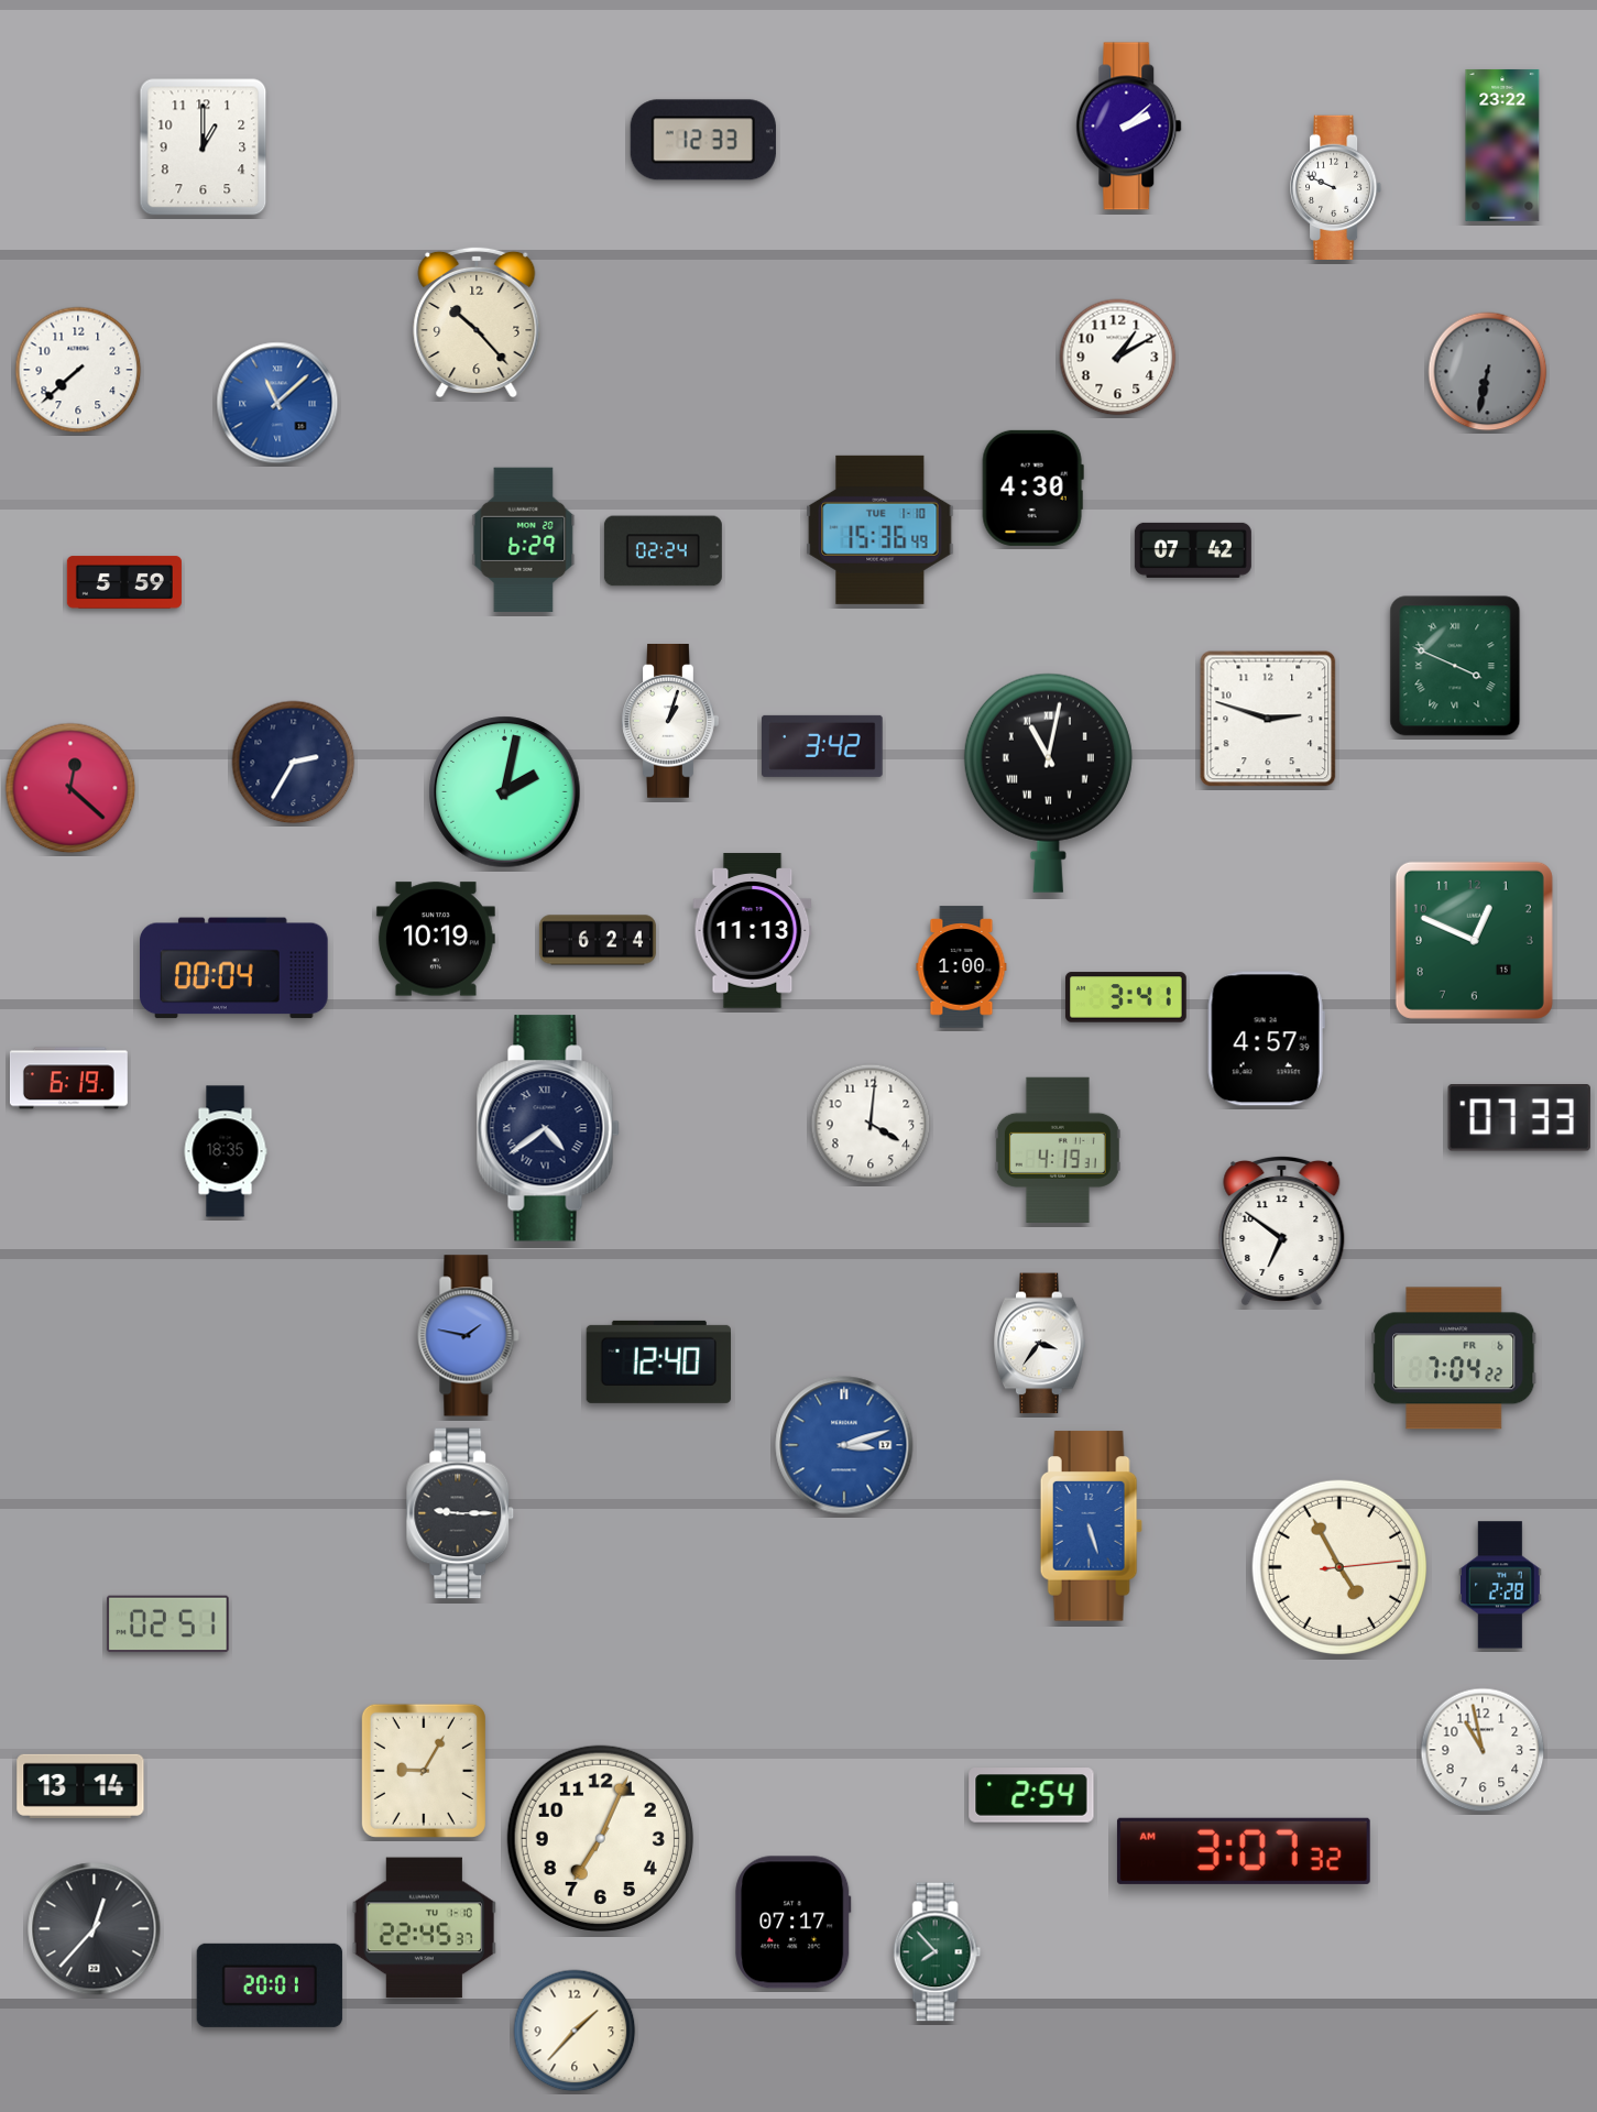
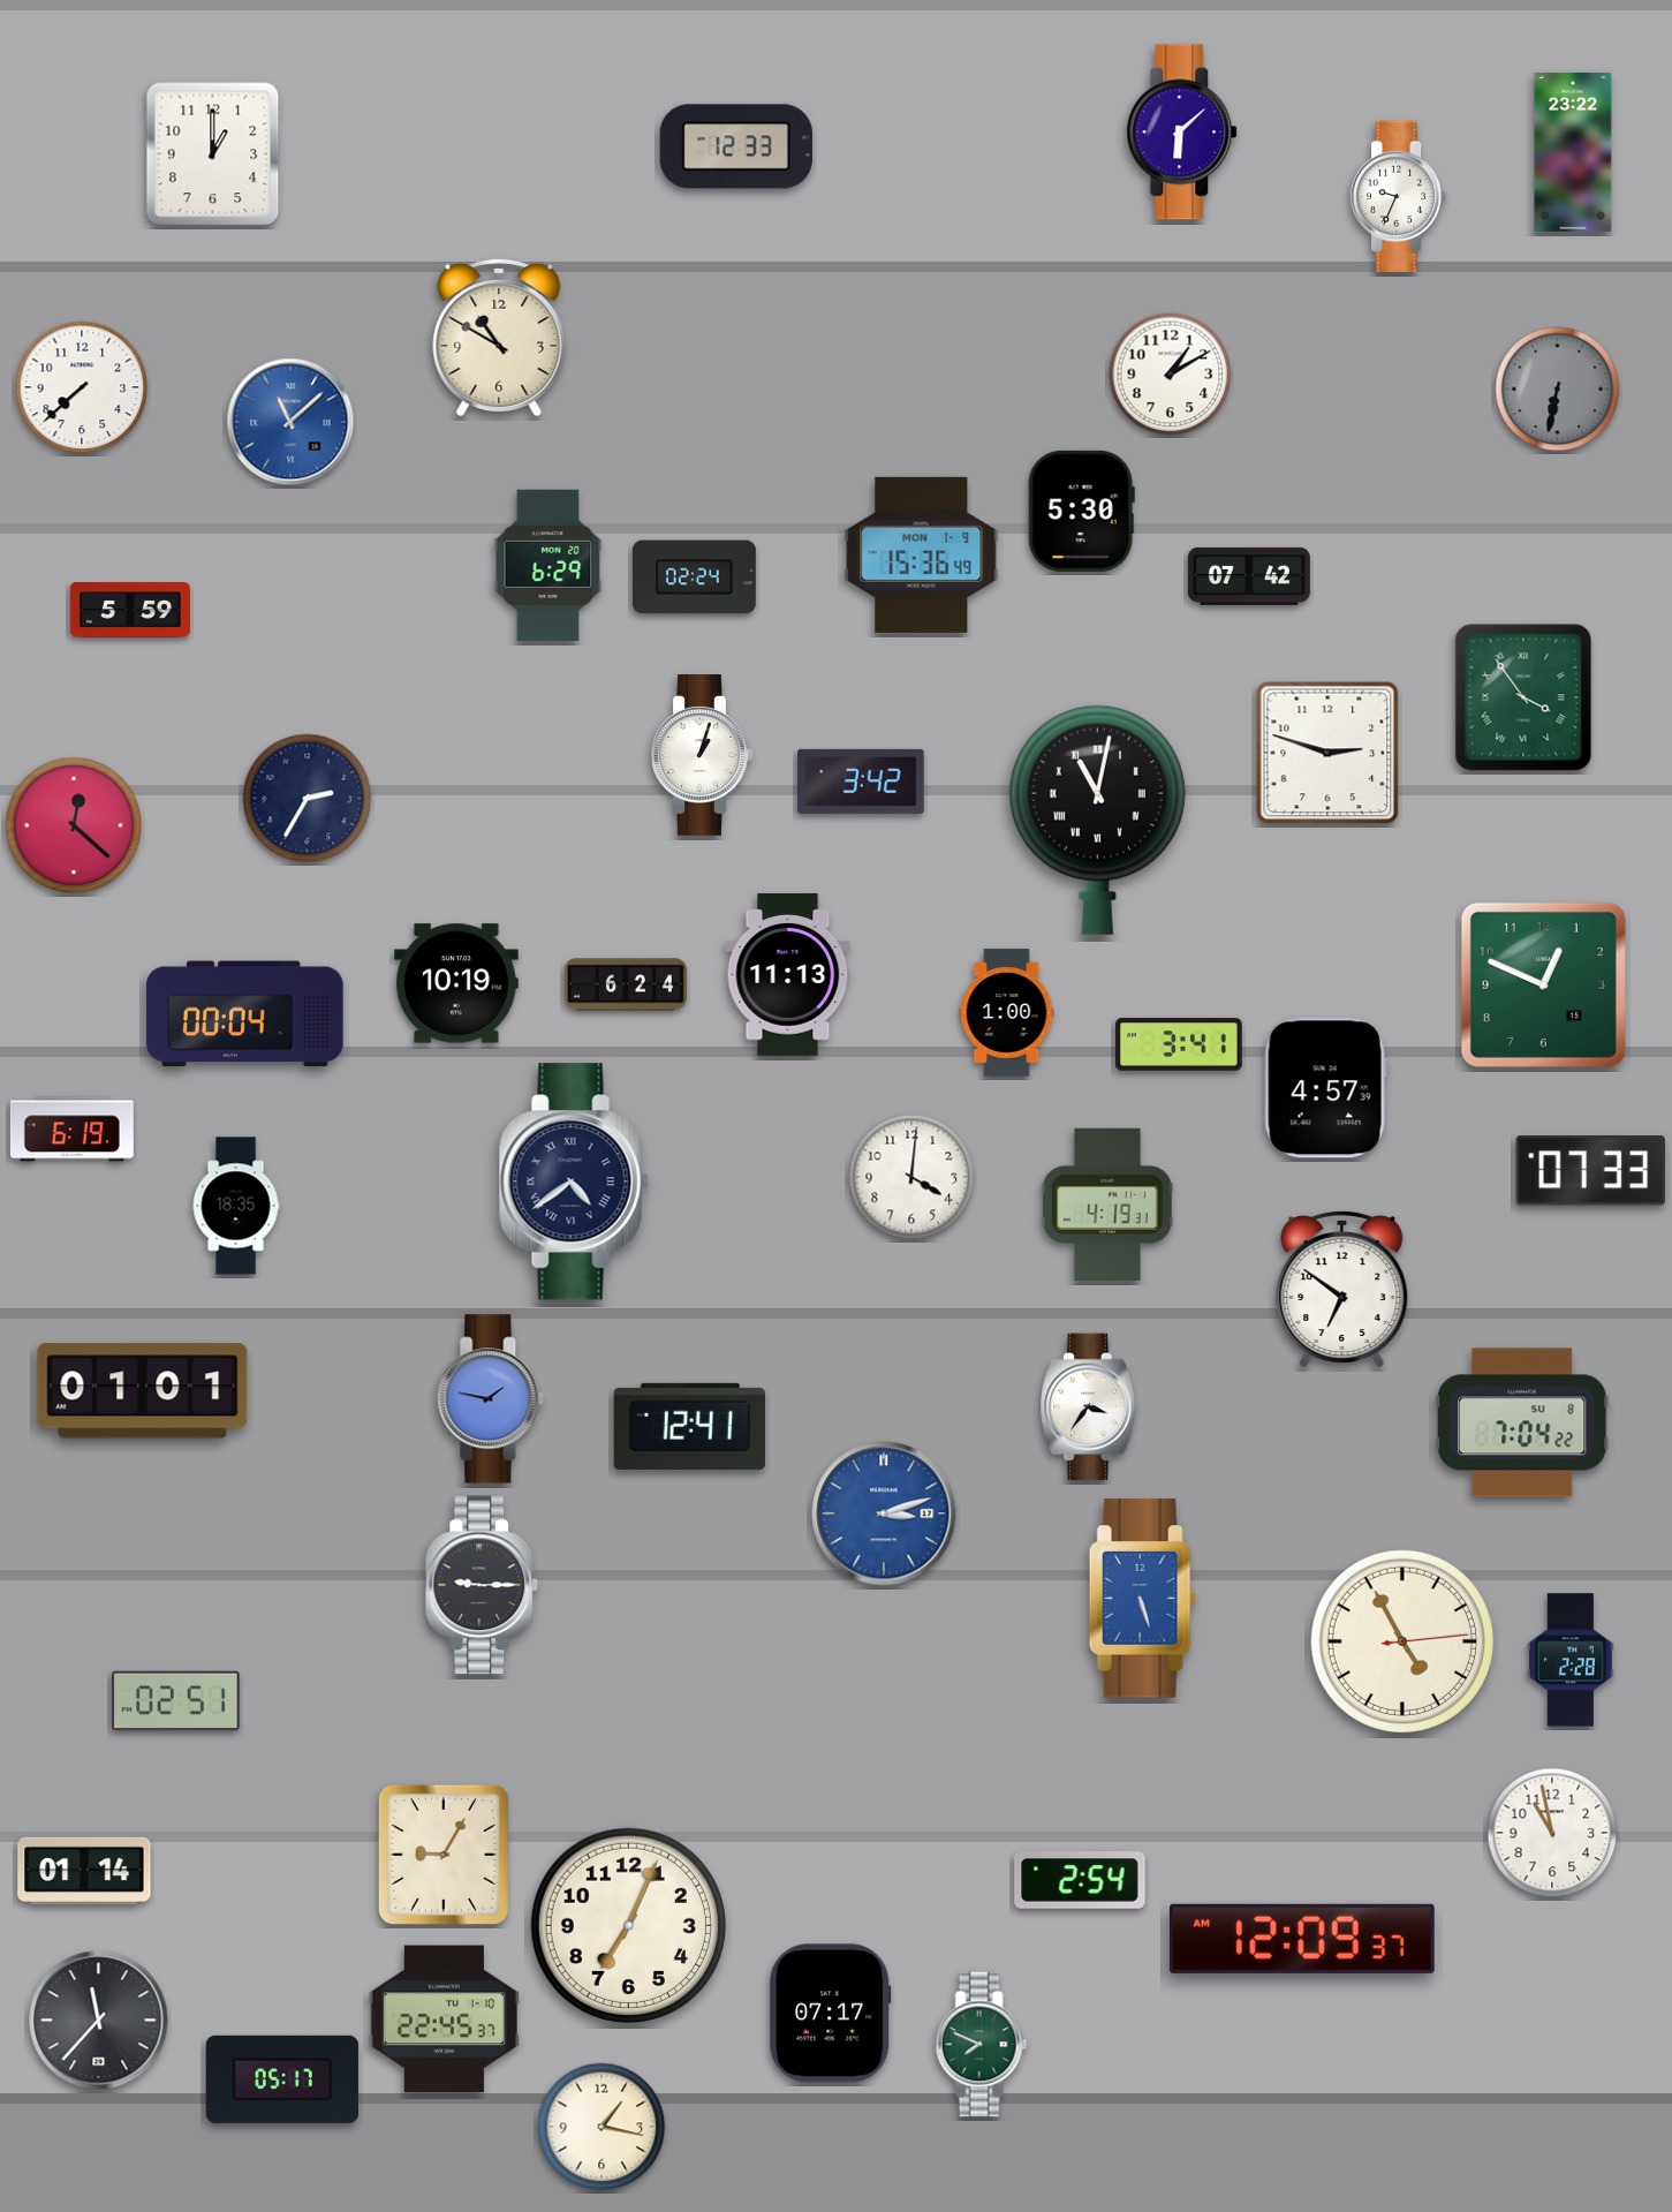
clock at (1129, 127): 2:08 -> 6:08
clock at (1337, 187): 9:49 -> 9:34
clock at (477, 322): 10:23 -> 10:50
clock at (1032, 488): 4:30 -> 5:30
clock at (880, 529) date: TUE 1-10 -> MON 1-9
clock at (1455, 666): 3:49 -> 3:54
clock at (505, 792): 2:02 -> none
clock at (143, 1391): none -> 01:01
clock at (1455, 1358) date: FR 6 -> SU 8
clock at (658, 1361): 12:40 -> 12:41
clock at (80, 1786): 13:14 -> 01:14
clock at (1244, 1851): 3:07 -> 12:09
clock at (95, 1929): 12:37 -> 11:37
clock at (938, 1952): 7:53 -> 7:49
clock at (270, 1985): 20:01 -> 05:17
clock at (575, 2031): 1:37 -> 1:17
